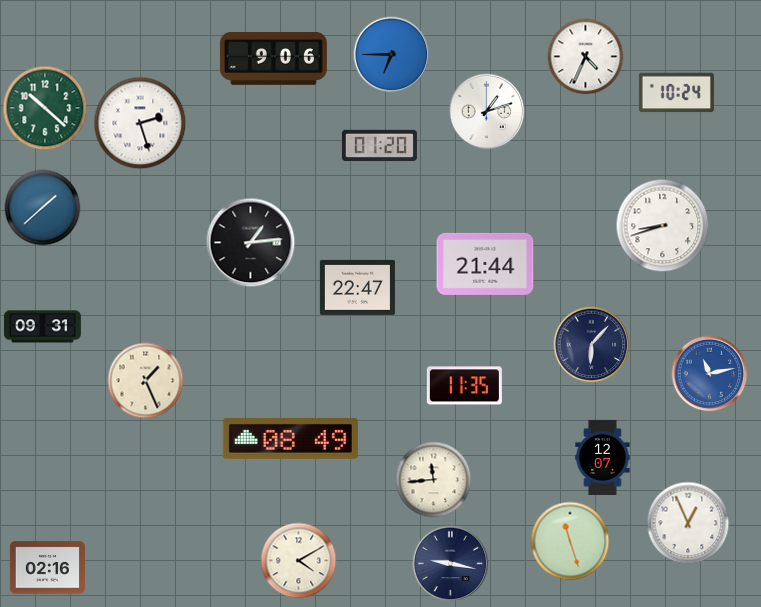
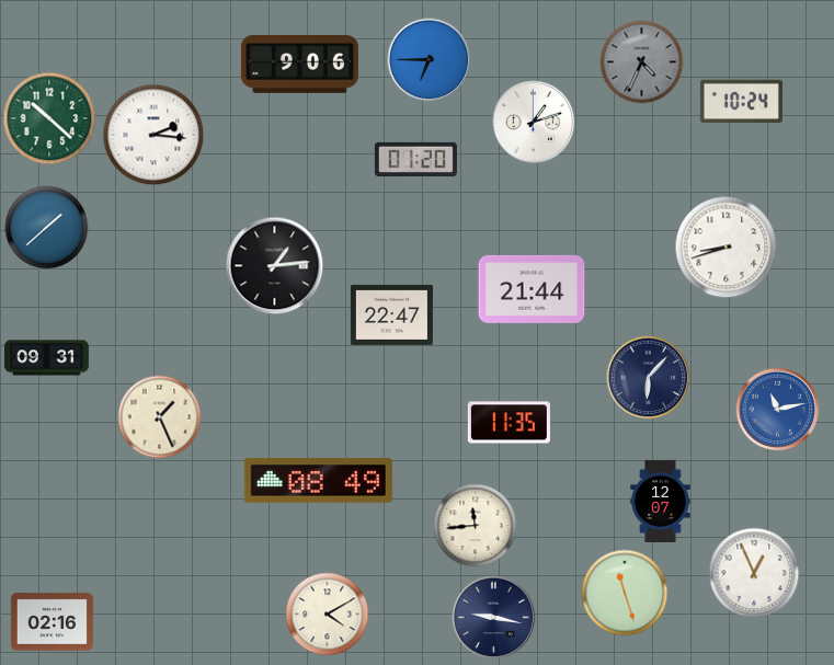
clock at (586, 57) dial: white -> grey
clock at (140, 123): 2:27 -> 2:16
